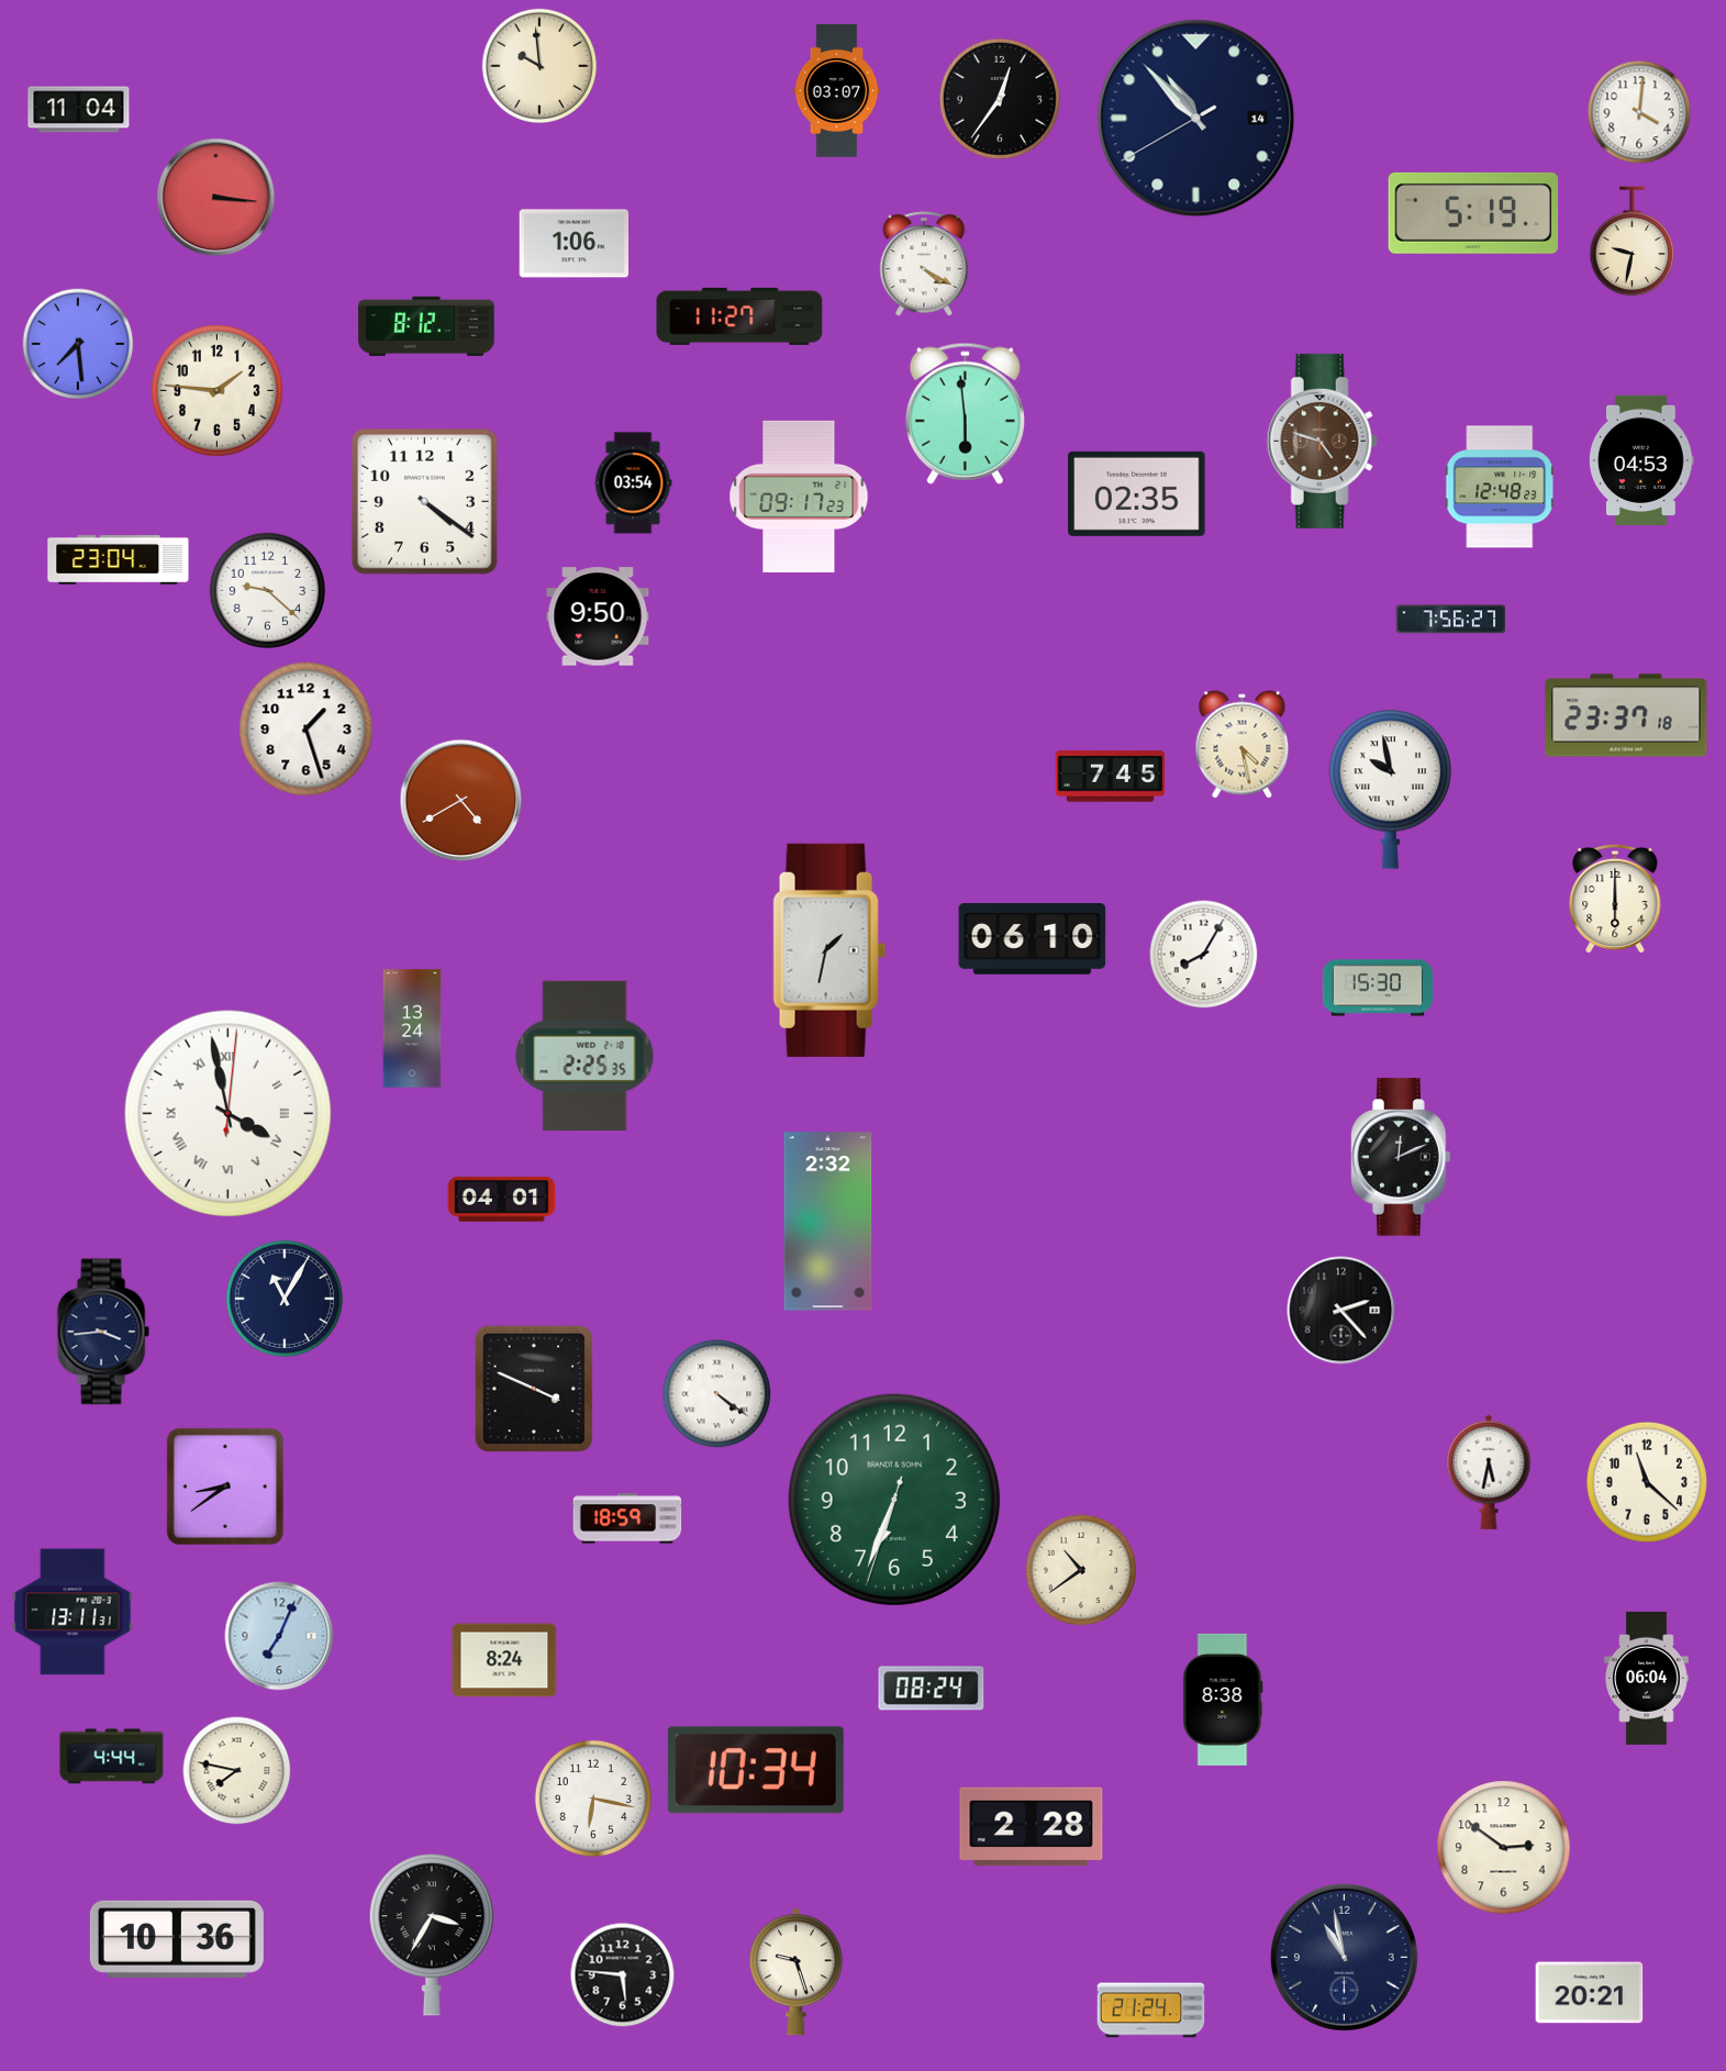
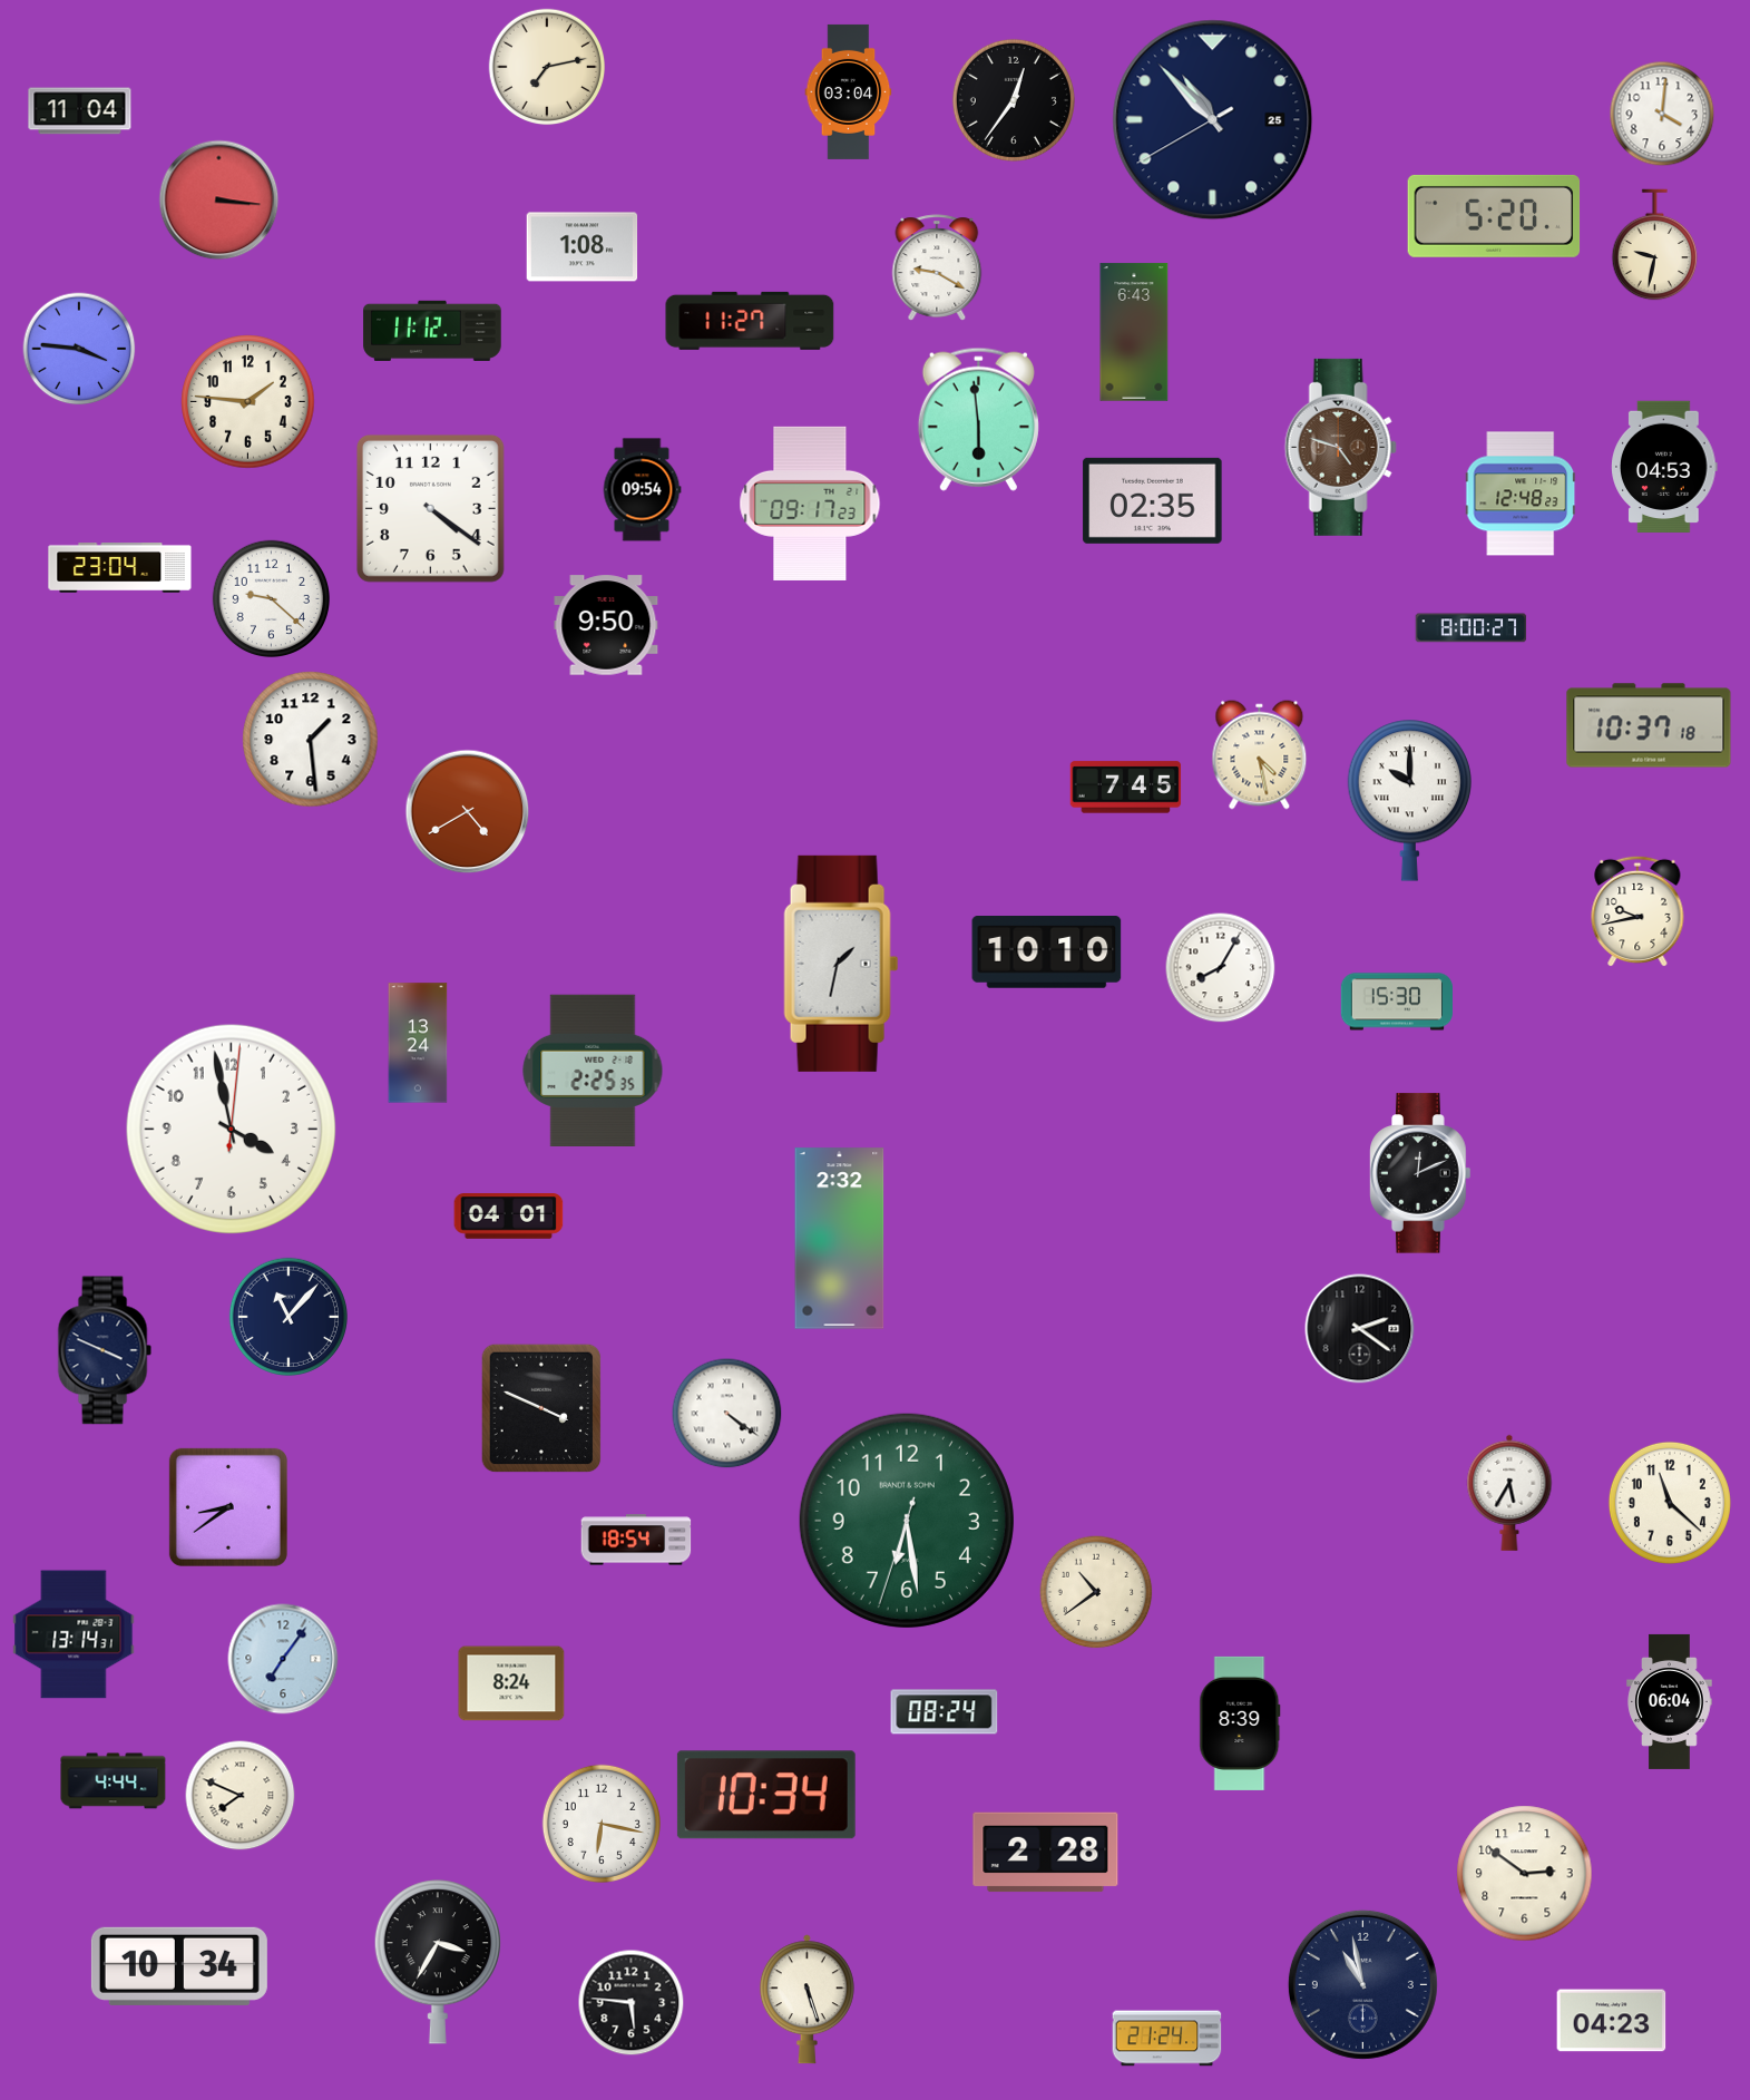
clock at (539, 66): 9:59 -> 7:13
clock at (837, 90): 03:07 -> 03:04
clock at (1196, 119) date: 14 -> 25
clock at (1473, 213): 5:19 -> 5:20
clock at (575, 244): 1:06 -> 1:08
clock at (924, 264): 4:20 -> 9:20
clock at (426, 326): 8:12 -> 11:12
clock at (1134, 332): none -> 6:43
clock at (78, 344): 7:29 -> 3:46
clock at (218, 391) position: (218, 391) -> (248, 402)
clock at (633, 483): 03:54 -> 09:54
clock at (1451, 620): 7:56 -> 8:00
clock at (1626, 715): 23:37 -> 10:37
clock at (307, 730): 1:27 -> 1:29
clock at (1390, 789): 9:58 -> 10:00
clock at (1615, 899): 6:00 -> 9:43
clock at (1033, 939): 06:10 -> 10:10
clock at (229, 1114) numerals: Roman -> Arabic
clock at (285, 1299): 11:05 -> 11:07
clock at (1341, 1311): 2:23 -> 2:21
clock at (103, 1332): 3:44 -> 3:49
clock at (1489, 1472): 5:32 -> 5:35
clock at (894, 1500): 6:33 -> 6:28
clock at (627, 1518): 18:59 -> 18:54
clock at (73, 1612): 13:11 -> 13:14
clock at (279, 1636): 7:04 -> 7:06
clock at (1223, 1700): 8:38 -> 8:39
clock at (237, 1771): 7:47 -> 7:49
clock at (177, 1939): 10:36 -> 10:34
clock at (795, 1972): 9:27 -> 5:27
clock at (1590, 1993): 20:21 -> 04:23
